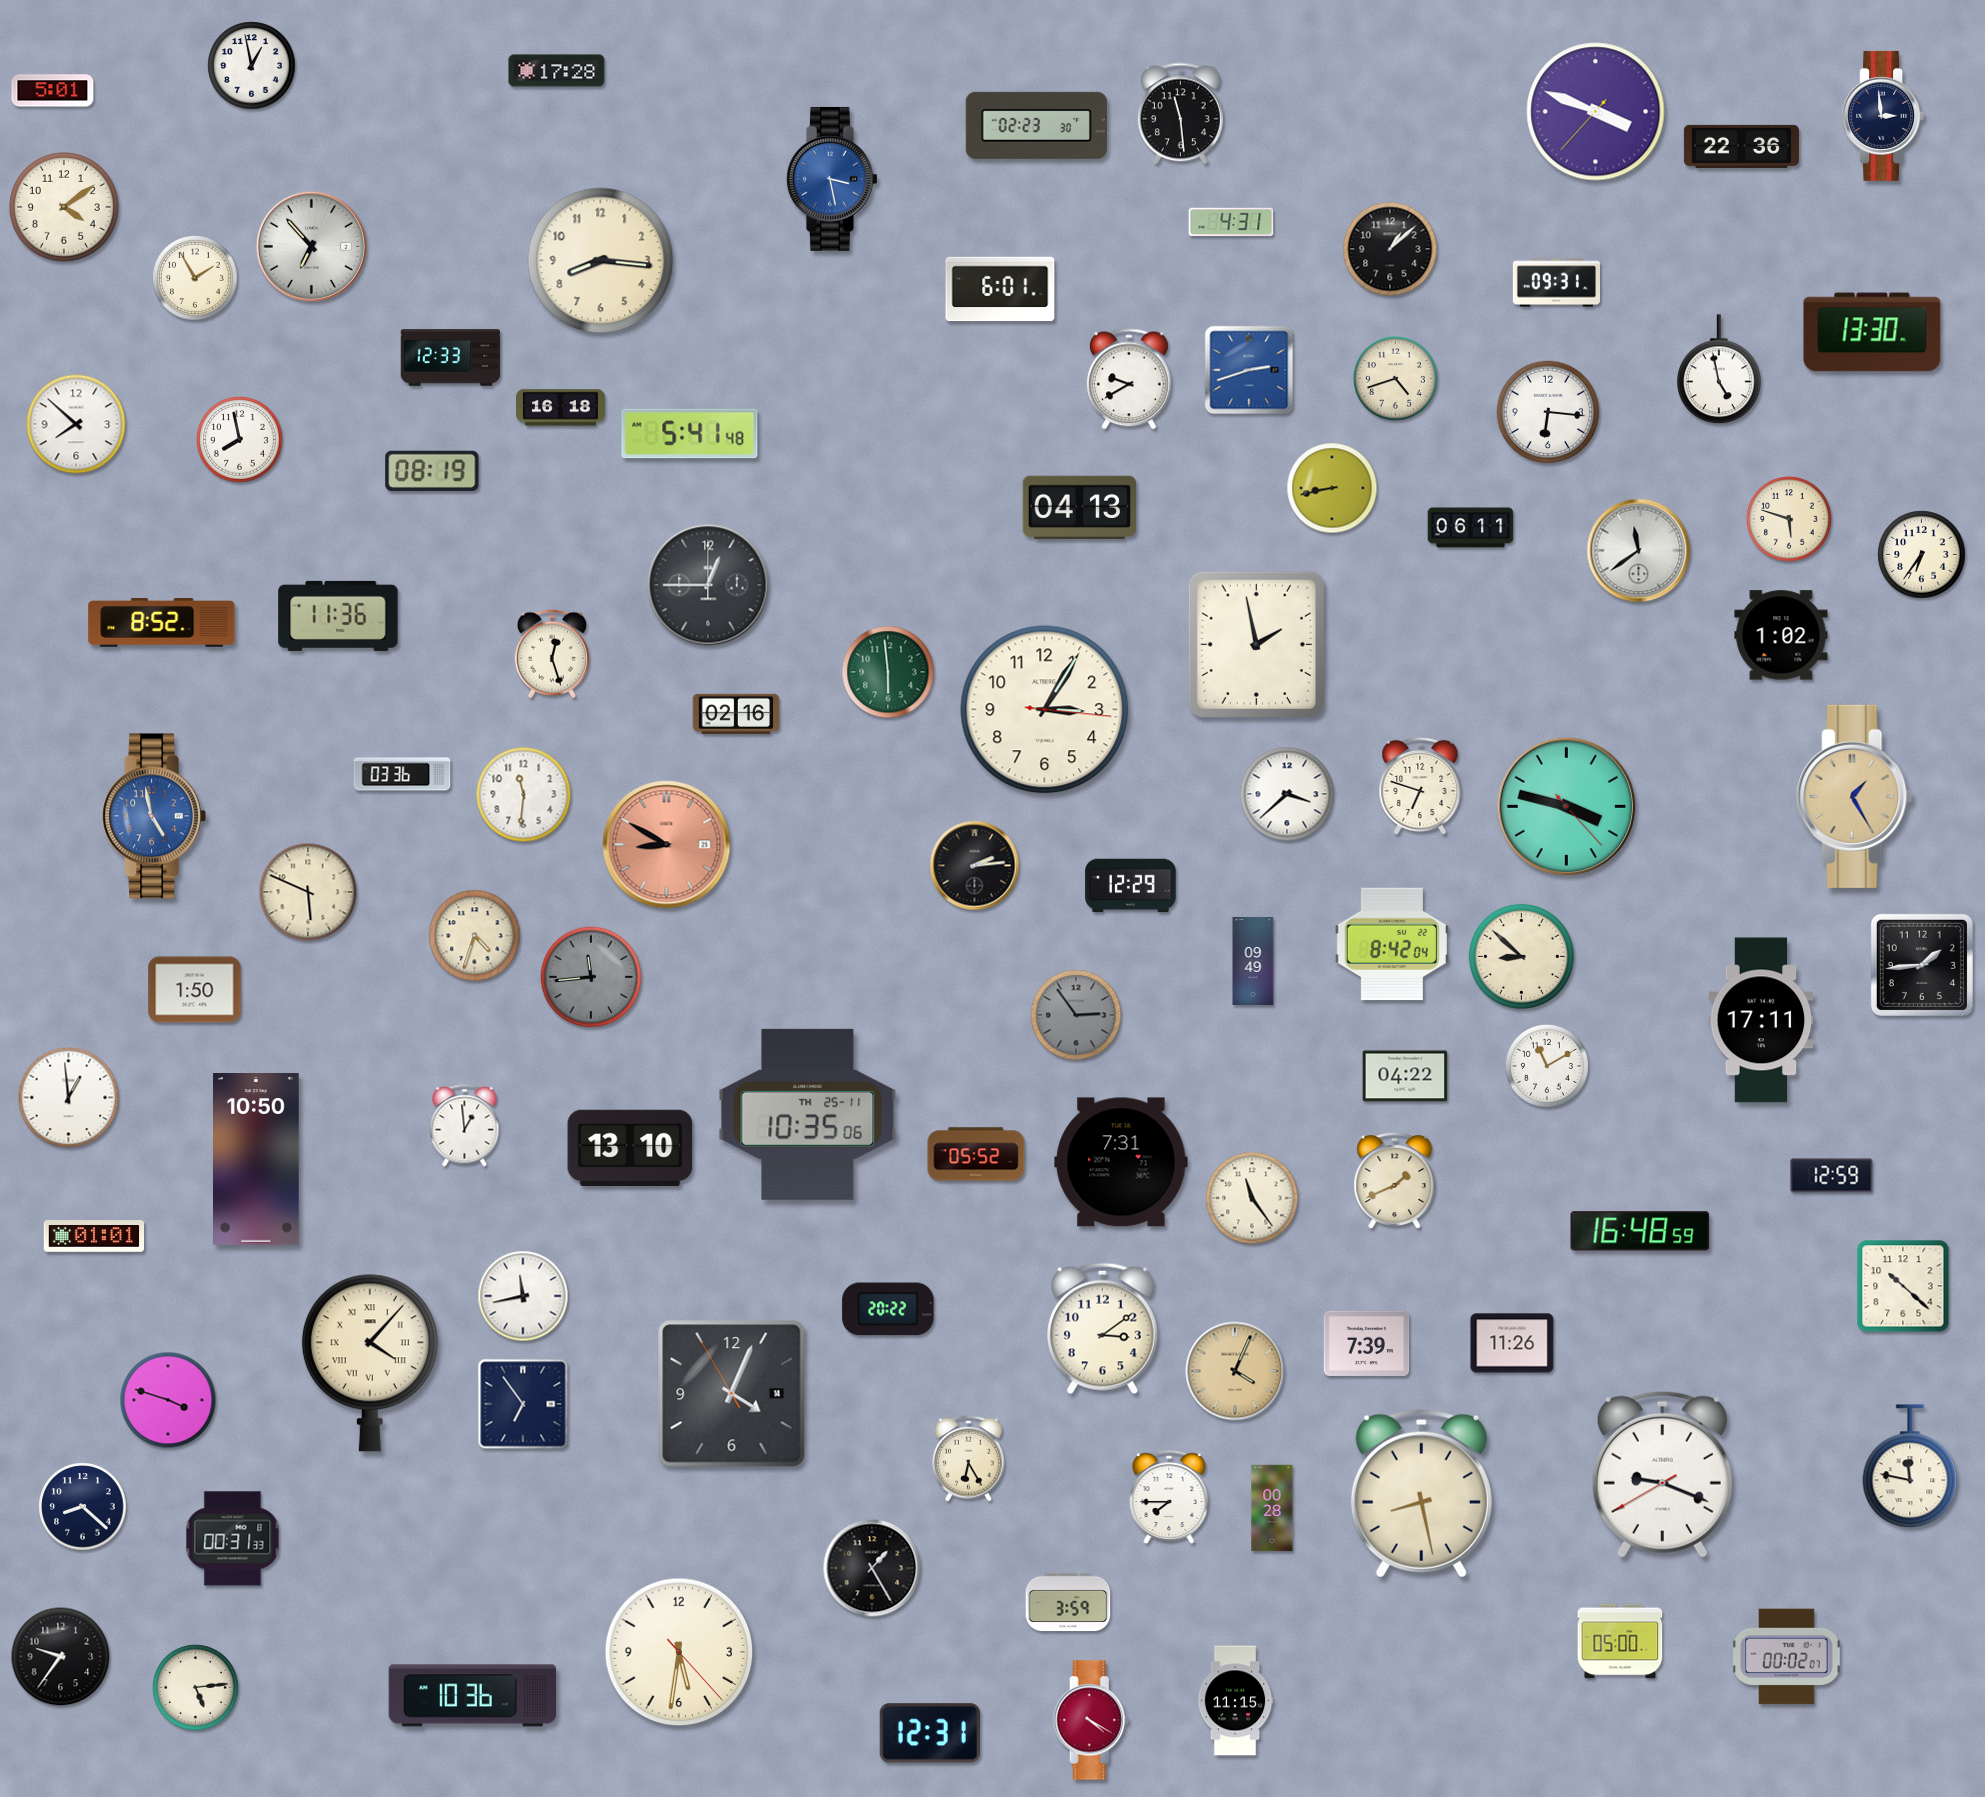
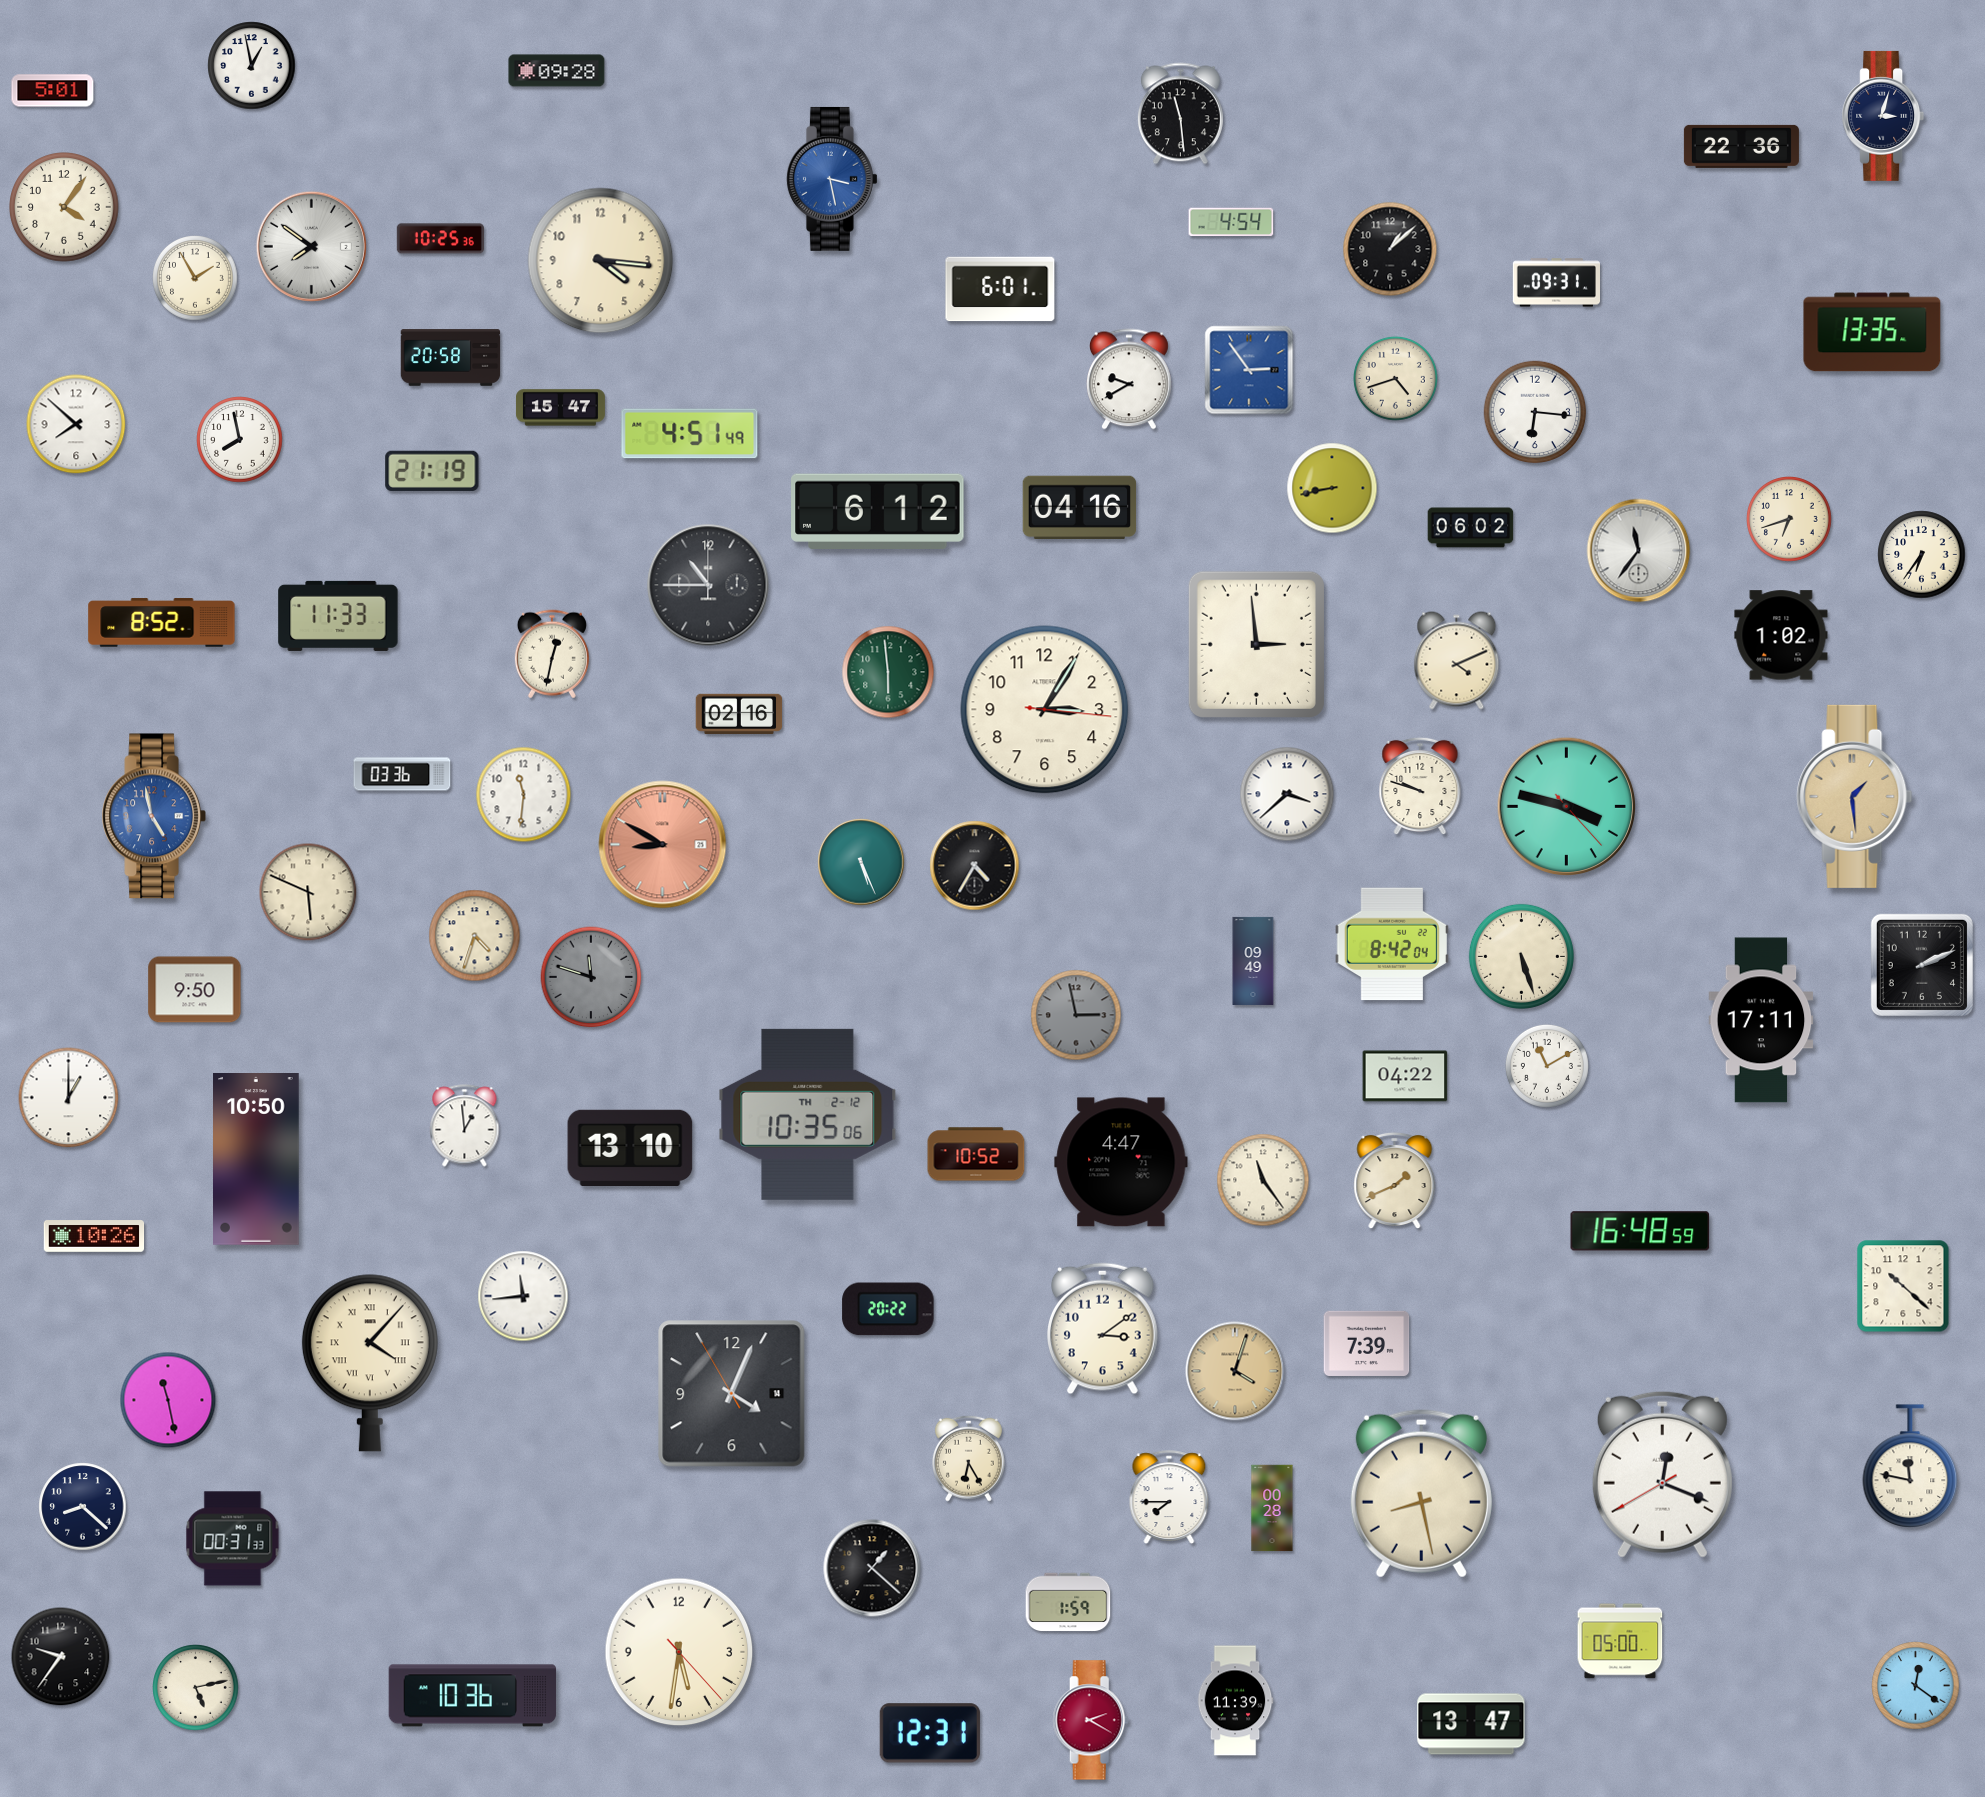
clock at (557, 71): 17:28 -> 09:28
clock at (1596, 112): 3:48 -> none
clock at (1883, 116): 2:59 -> 3:03
clock at (1036, 125): 02:23 -> none
clock at (65, 208): 4:09 -> 4:06
clock at (1231, 222): 4:31 -> 4:54
clock at (440, 239): none -> 10:25
clock at (311, 246): 6:53 -> 7:51
clock at (601, 261): 8:16 -> 4:16
clock at (1872, 332): 13:30 -> 13:35
clock at (451, 358): 12:33 -> 20:58
clock at (1249, 370): 2:42 -> 2:54
clock at (1720, 370): 4:58 -> none
clock at (560, 408): 16:18 -> 15:47
clock at (1548, 412) position: (1548, 412) -> (1535, 412)
clock at (690, 434): 5:41 -> 4:51
clock at (432, 471): 08:19 -> 21:19
clock at (1080, 508): 04:13 -> 04:16
clock at (878, 512): none -> 6:12
clock at (1790, 520): 5:48 -> 6:42
clock at (1471, 528): 06:11 -> 06:02
clock at (1639, 551): 11:39 -> 11:36
clock at (708, 585): 12:45 -> 10:45
clock at (338, 616): 11:36 -> 11:33
clock at (1256, 644): 1:58 -> 2:59
clock at (552, 654): 12:27 -> 12:32
clock at (1457, 661): none -> 4:11
clock at (736, 714) position: (736, 714) -> (739, 714)
clock at (1420, 786): 6:48 -> 9:48
clock at (1855, 796): 1:25 -> 1:29
clock at (667, 845) position: (667, 845) -> (663, 845)
clock at (861, 862): none -> 5:26
clock at (975, 866): 2:14 -> 4:35
clock at (1131, 886): 12:29 -> none
clock at (1521, 956): 8:52 -> 5:27
clock at (1922, 965): 1:44 -> 2:11
clock at (591, 977): 11:44 -> 11:48
clock at (195, 990): 1:50 -> 9:50
clock at (1076, 1015): 2:54 -> 2:58
clock at (69, 1098): 12:59 -> 1:00
clock at (808, 1114) date: TH 25-11 -> TH 2-12
clock at (976, 1154): 05:52 -> 10:52
clock at (1121, 1162): 7:31 -> 4:47
clock at (1832, 1176): 12:59 -> none
clock at (1252, 1198) position: (1252, 1198) -> (1263, 1180)
clock at (94, 1236): 01:01 -> 10:26
clock at (523, 1296): 11:43 -> 11:44
clock at (1512, 1343): 11:26 -> none
clock at (1235, 1371): 4:04 -> 4:03
clock at (168, 1400): 3:48 -> 11:28
clock at (523, 1404): 6:54 -> none
clock at (1662, 1474): 9:18 -> 12:18
clock at (872, 1568): 1:25 -> 1:22
clock at (1068, 1602): 3:59 -> 1:59
clock at (1787, 1657): 00:02 -> none
clock at (1916, 1686): none -> 12:21
clock at (196, 1688): 5:14 -> 5:13
clock at (1235, 1701): 11:15 -> 11:39
clock at (1091, 1720): 4:20 -> 2:20
clock at (1471, 1724): none -> 13:47
